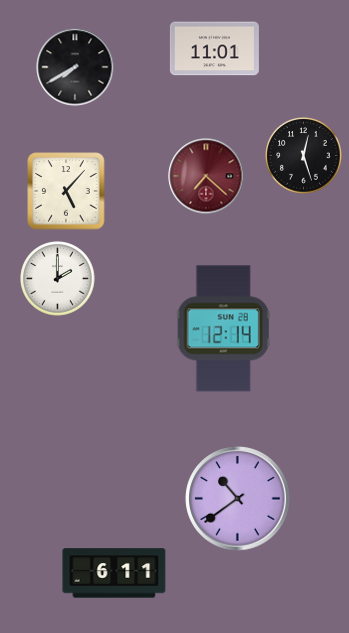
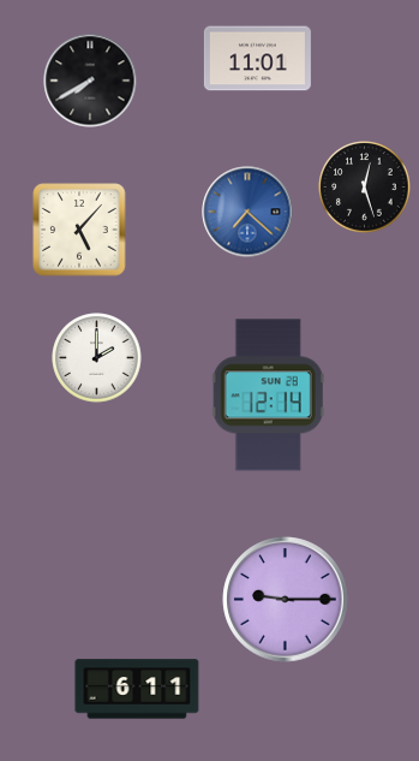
clock at (206, 176) dial: burgundy -> blue
clock at (58, 279) position: (58, 279) -> (97, 358)
clock at (238, 499): 10:39 -> 9:15
